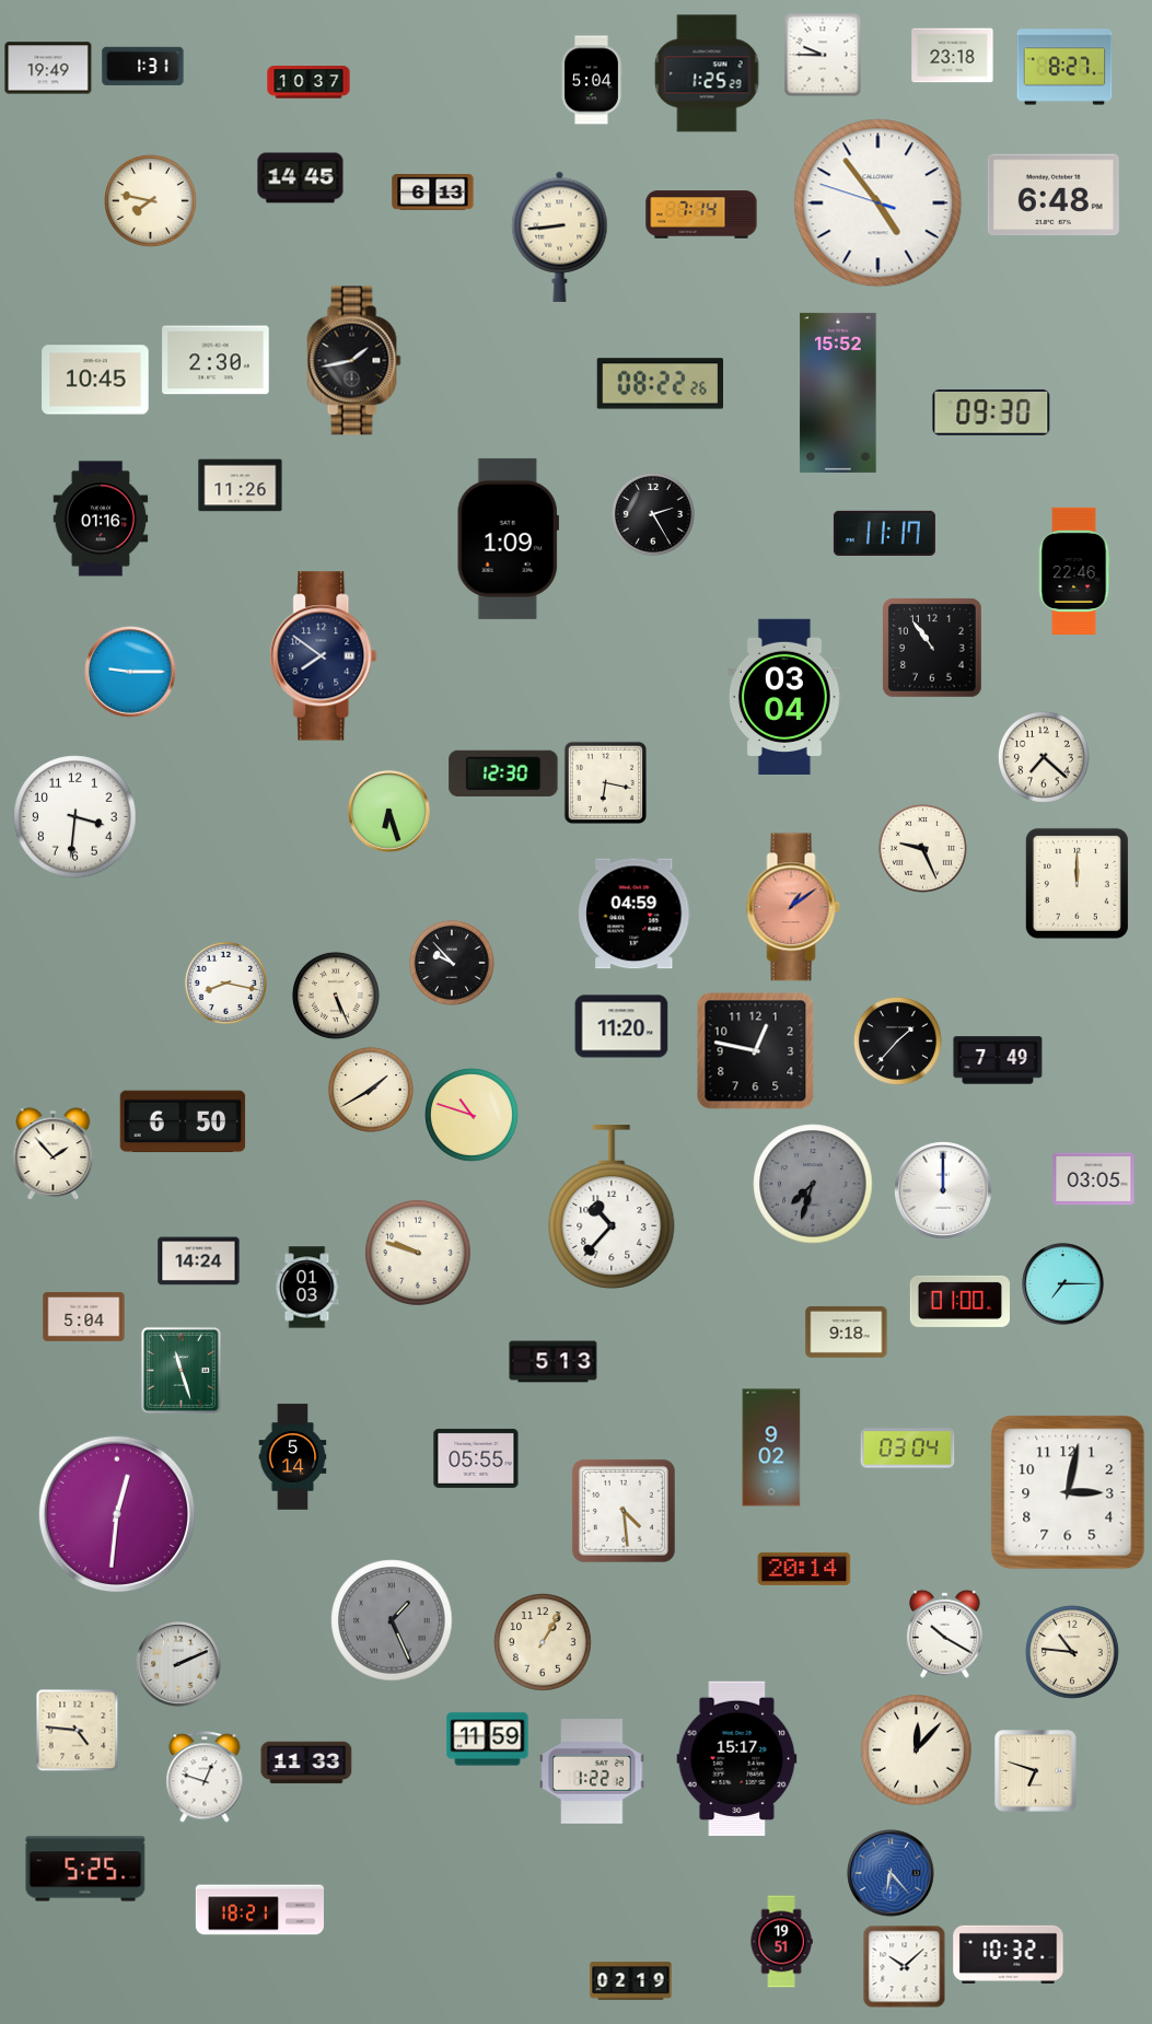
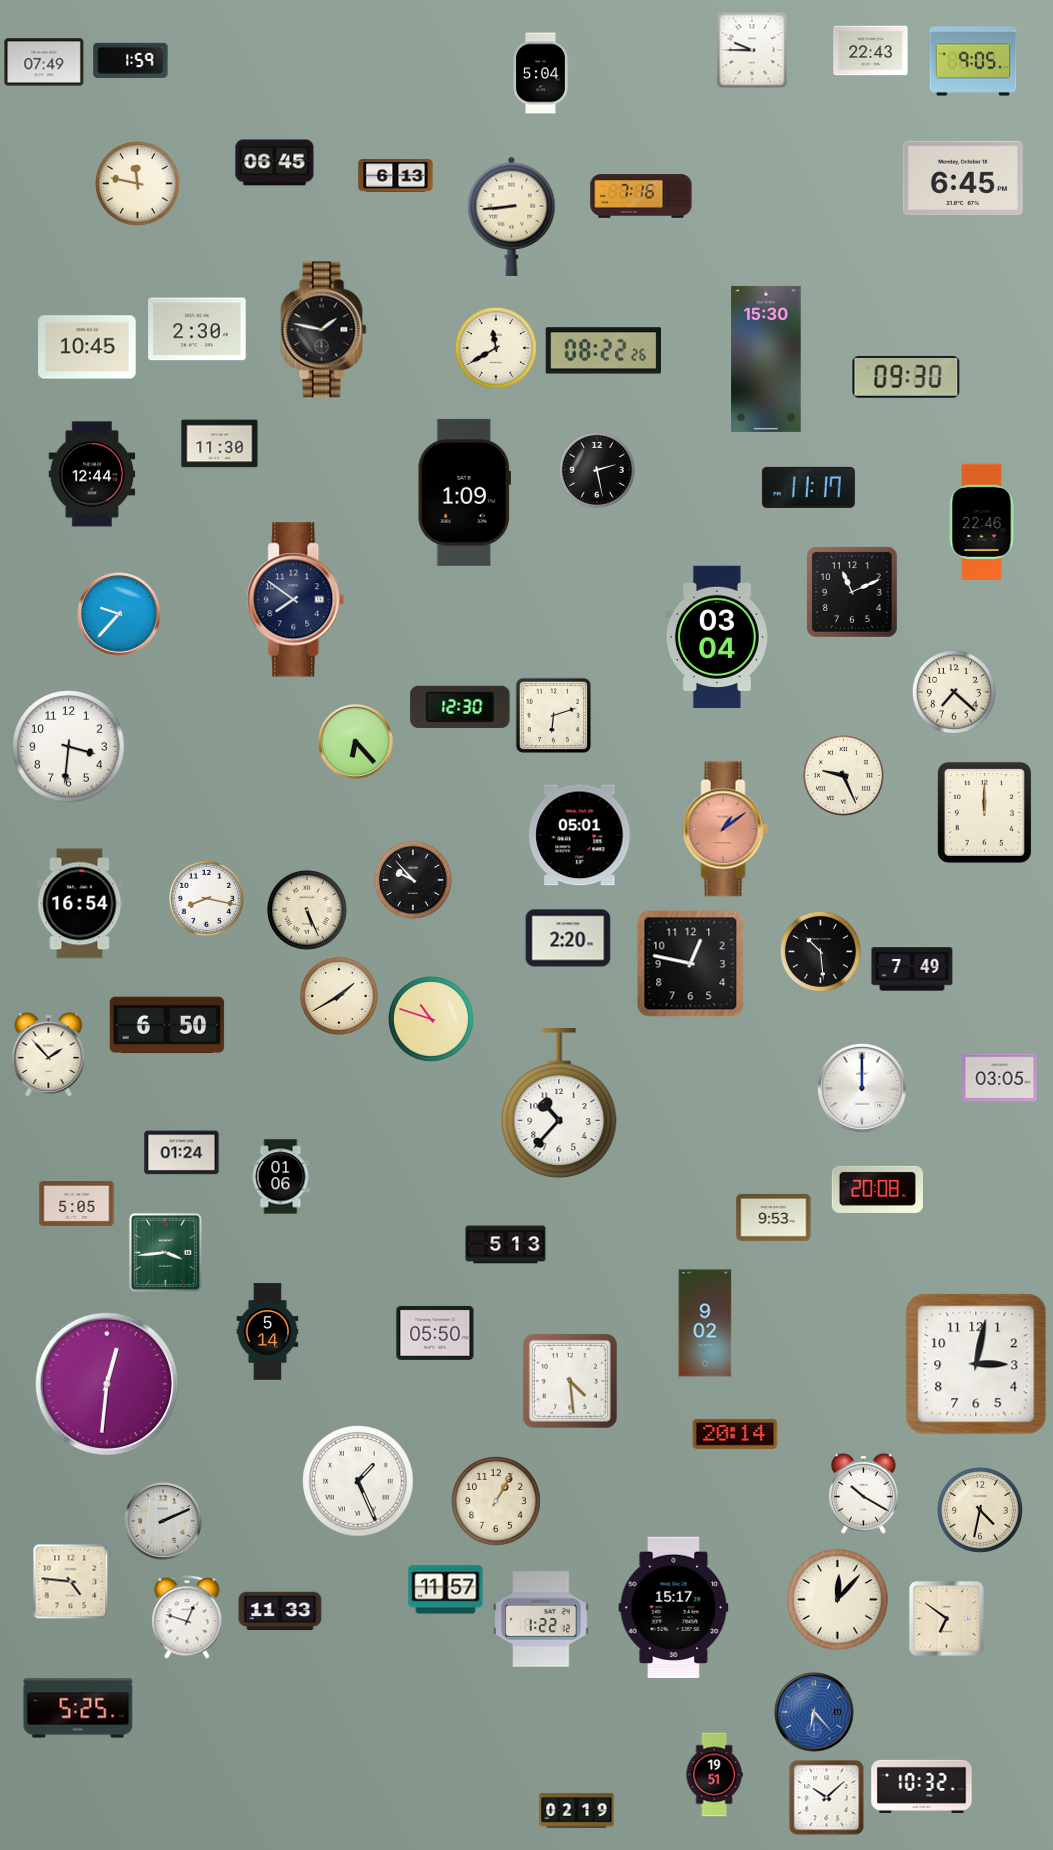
clock at (953, 56): 23:18 -> 22:43
clock at (143, 66): 1:31 -> 1:59
clock at (1064, 67): 8:27 -> 9:05
clock at (48, 68): 19:49 -> 07:49
clock at (707, 73): 1:25 -> none
clock at (309, 82): 10:37 -> none
clock at (301, 178): 14:45 -> 06:45
clock at (1054, 195): 6:48 -> 6:45
clock at (150, 200): 7:47 -> 11:47
clock at (878, 203): 4:53 -> none
clock at (701, 214): 7:14 -> 7:16
clock at (354, 361): 1:43 -> 1:47
clock at (496, 348): none -> 11:40
clock at (838, 393): 15:52 -> 15:30
clock at (241, 486): 11:26 -> 11:30
clock at (653, 514): 2:25 -> 2:28
clock at (101, 519): 01:16 -> 12:44
clock at (932, 648): 10:54 -> 11:11
clock at (130, 672): 9:15 -> 9:37
clock at (605, 782): 6:17 -> 6:12
clock at (389, 812): 6:27 -> 6:23
clock at (1077, 883) position: (1077, 883) -> (984, 812)
clock at (635, 914): 04:59 -> 05:01
clock at (80, 904): none -> 16:54
clock at (621, 1026): 11:20 -> 2:20
clock at (897, 1040): 1:37 -> 10:29
clock at (756, 1051) position: (756, 1051) -> (691, 964)
clock at (813, 1184): 7:33 -> none
clock at (418, 1253): 9:48 -> none
clock at (199, 1261): 14:24 -> 01:24
clock at (1063, 1284): 7:15 -> none
clock at (307, 1288): 01:03 -> 01:06
clock at (959, 1301): 01:00 -> 20:08
clock at (84, 1316): 5:04 -> 5:05
clock at (847, 1331): 9:18 -> 9:53
clock at (181, 1370): 11:27 -> 3:44
clock at (908, 1449): 03:04 -> none
clock at (476, 1458): 05:55 -> 05:50
clock at (392, 1620) dial: grey -> white
clock at (1072, 1652): 10:46 -> 4:32
clock at (488, 1740): 11:59 -> 11:57
clock at (1036, 1771): 6:48 -> 6:51
clock at (205, 1777) position: (205, 1777) -> (187, 1617)
clock at (259, 1910): 18:21 -> none
